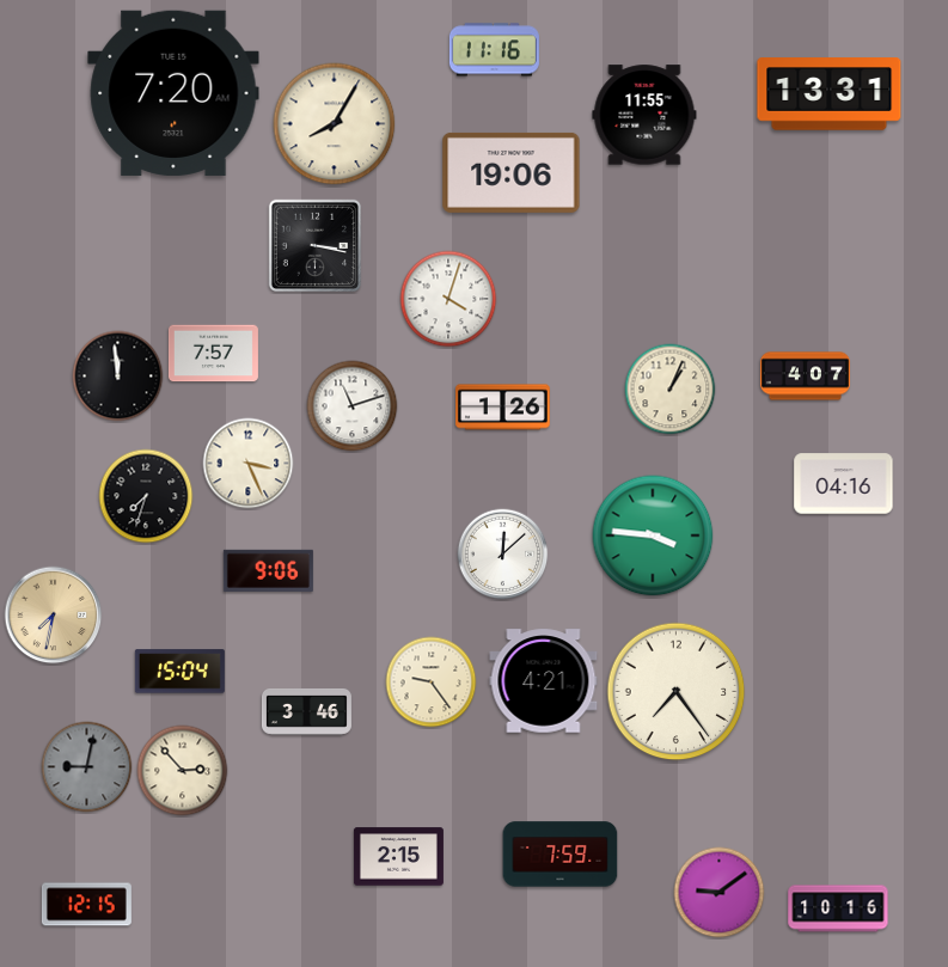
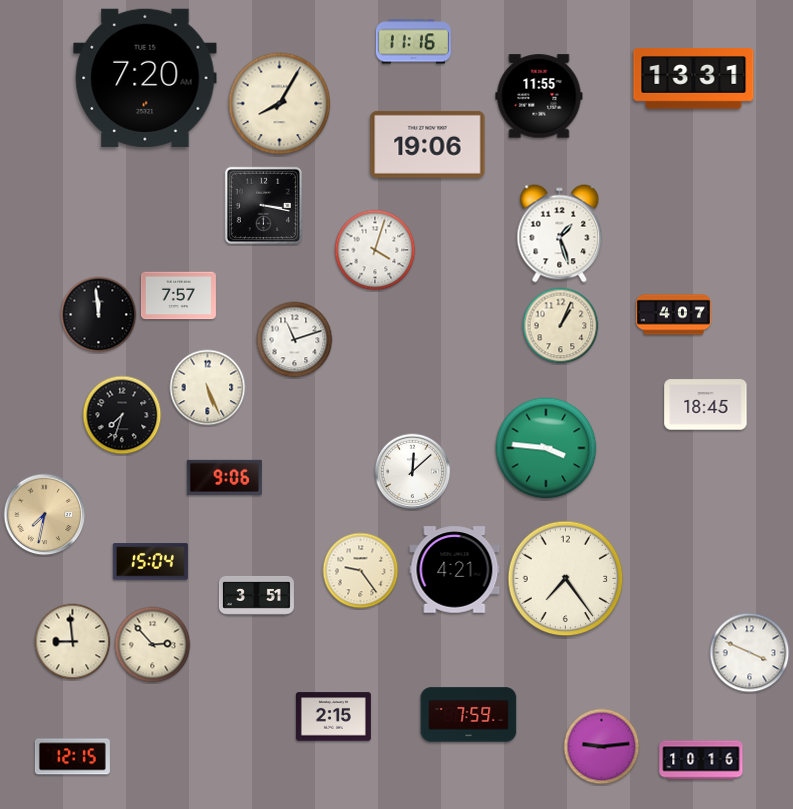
clock at (560, 234): none -> 1:27
clock at (503, 408): 1:26 -> none
clock at (249, 464): 3:26 -> 5:26
clock at (844, 484): 04:16 -> 18:45
clock at (503, 555) position: (503, 555) -> (413, 472)
clock at (306, 711): 3:46 -> 3:51
clock at (87, 767): 9:02 -> 8:59
clock at (87, 767) dial: grey -> cream
clock at (750, 653): none -> 3:49
clock at (720, 893): 9:09 -> 9:14
